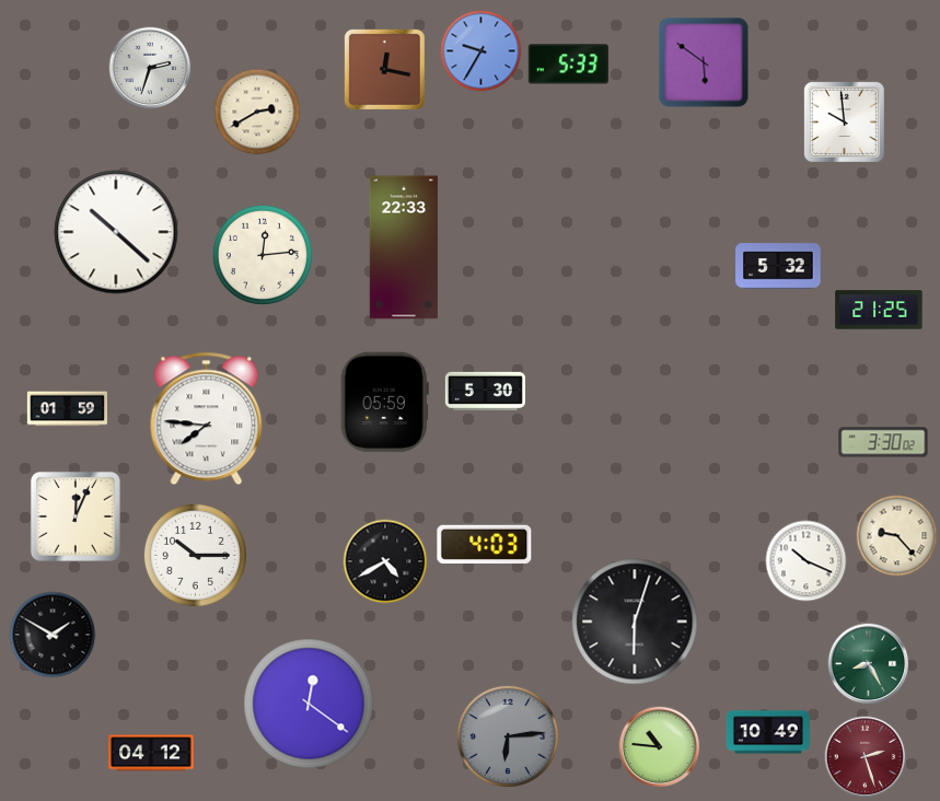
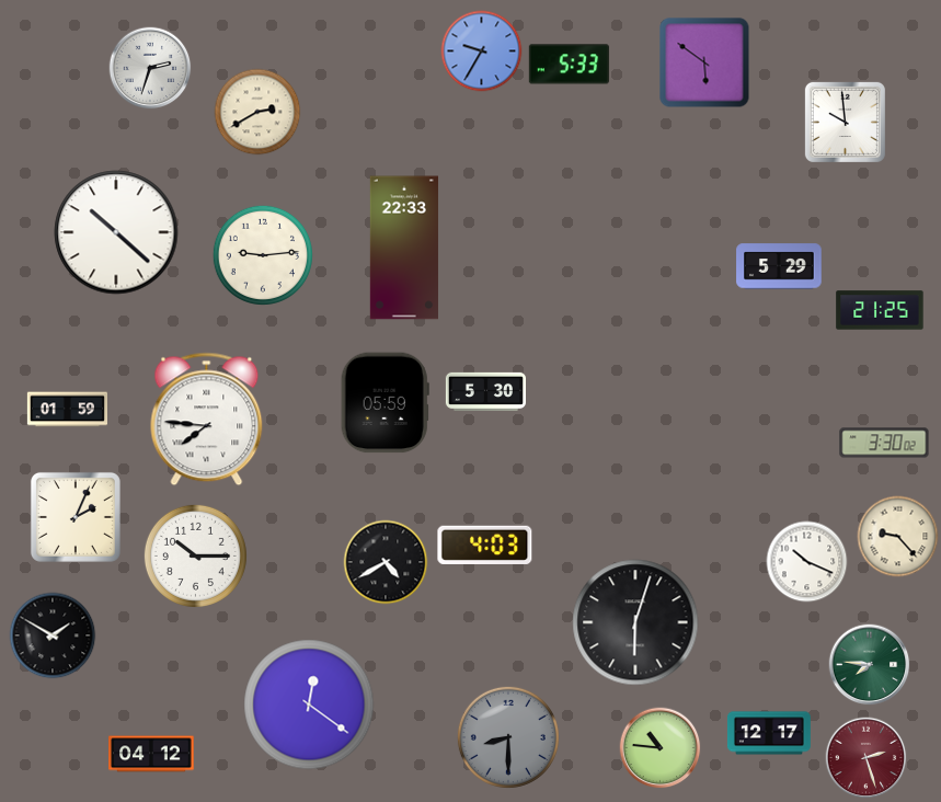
clock at (384, 69): 12:17 -> none
clock at (263, 255): 12:14 -> 9:14
clock at (778, 266): 5:32 -> 5:29
clock at (76, 516): 12:04 -> 2:04
clock at (869, 664): 8:25 -> 7:46
clock at (768, 732): 10:49 -> 12:17
clock at (508, 736): 6:14 -> 8:30
